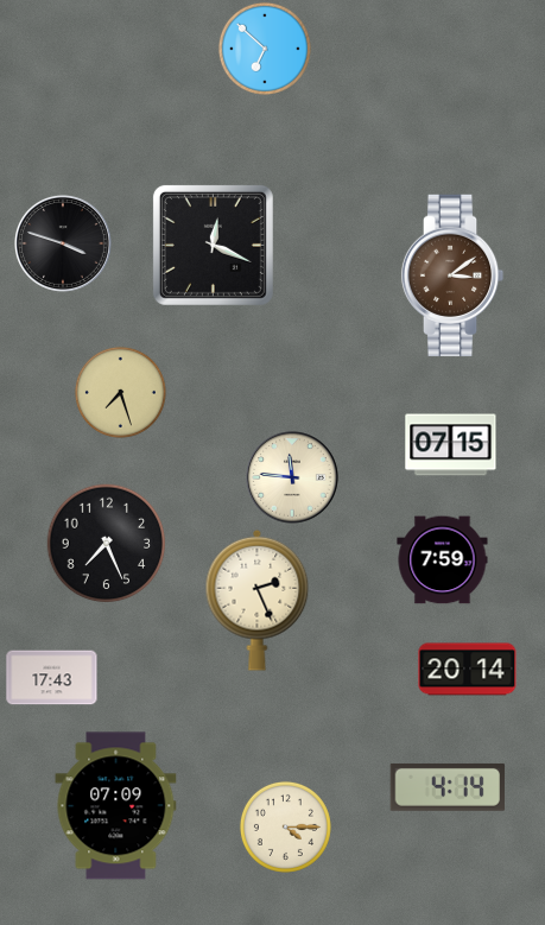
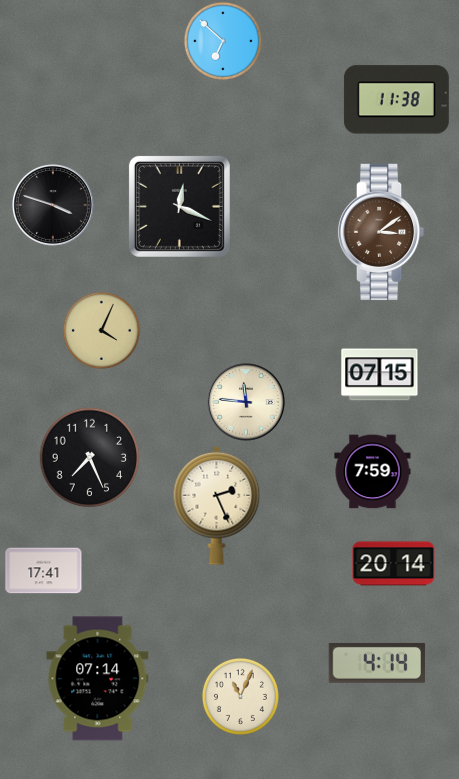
clock at (396, 100): none -> 11:38
clock at (120, 392): 7:27 -> 4:04
clock at (52, 678): 17:43 -> 17:41
clock at (116, 806): 07:09 -> 07:14
clock at (285, 826): 4:15 -> 11:04
